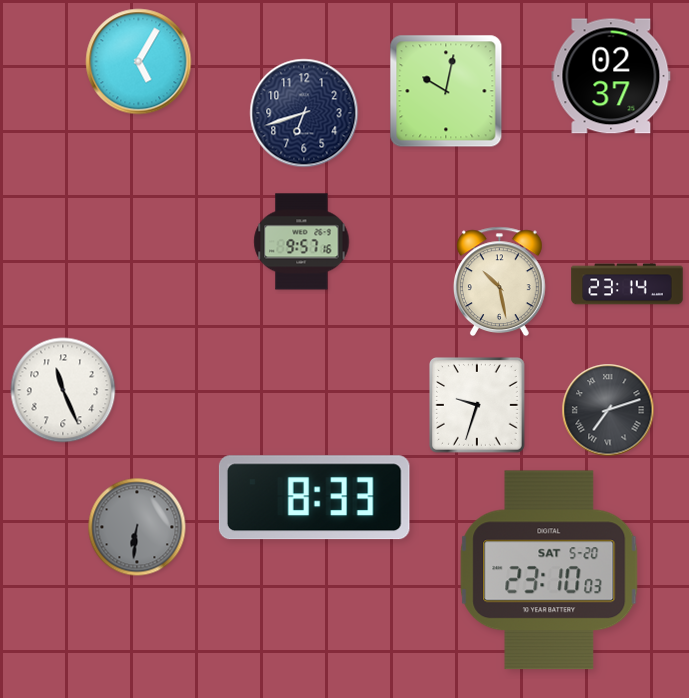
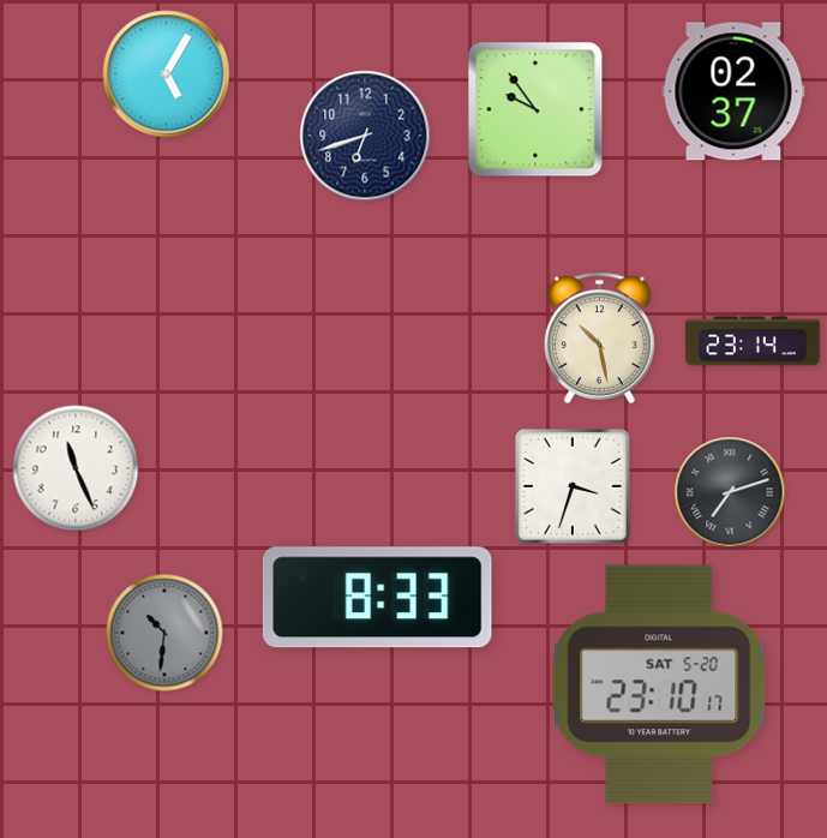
clock at (446, 91): 10:02 -> 9:54
clock at (302, 242): 9:57 -> none
clock at (478, 406): 9:33 -> 3:33
clock at (137, 527): 6:31 -> 10:31
clock at (549, 570): 23:10:03 -> 23:10:17
